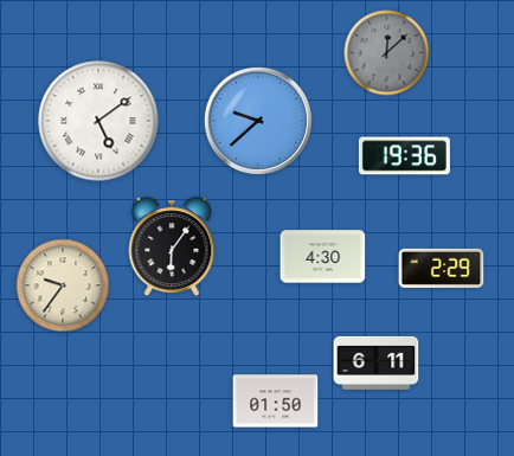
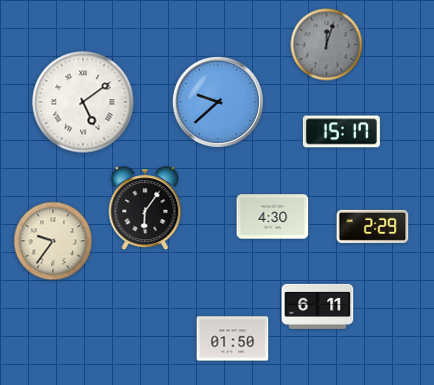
clock at (387, 53): 12:08 -> 12:03
clock at (404, 156): 19:36 -> 15:17
